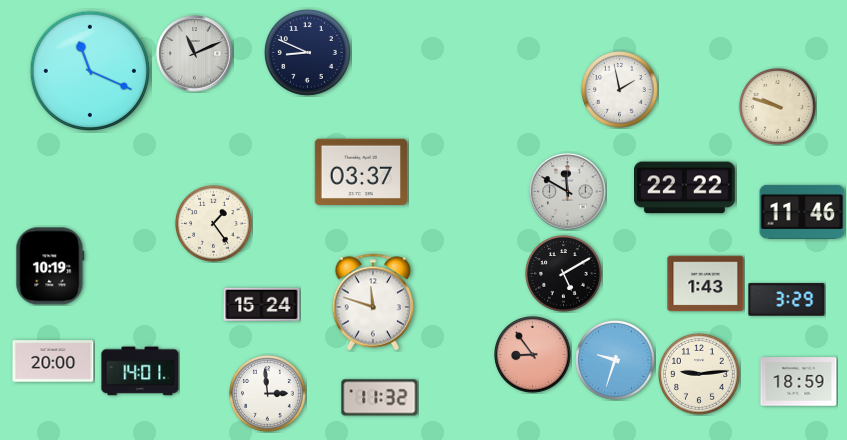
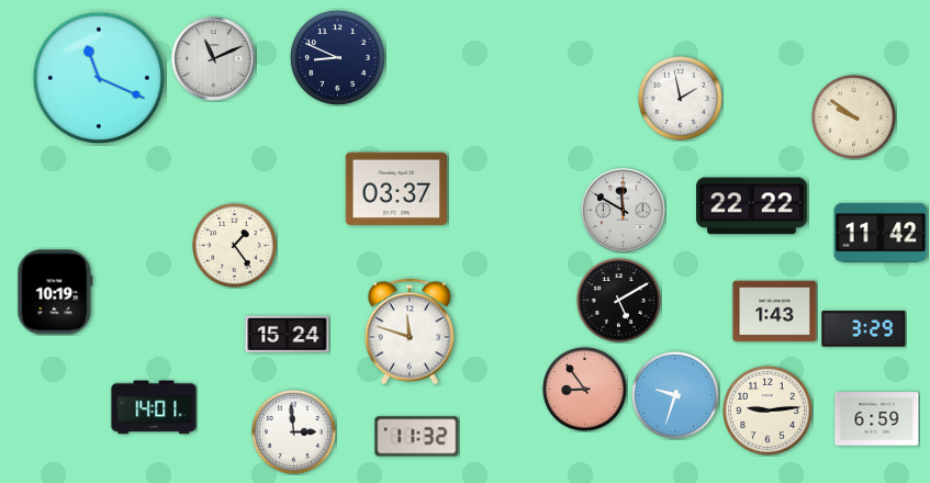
clock at (778, 107): 9:48 -> 9:51
clock at (802, 212): 11:46 -> 11:42
clock at (53, 361): 20:00 -> none
clock at (799, 382): 18:59 -> 6:59
